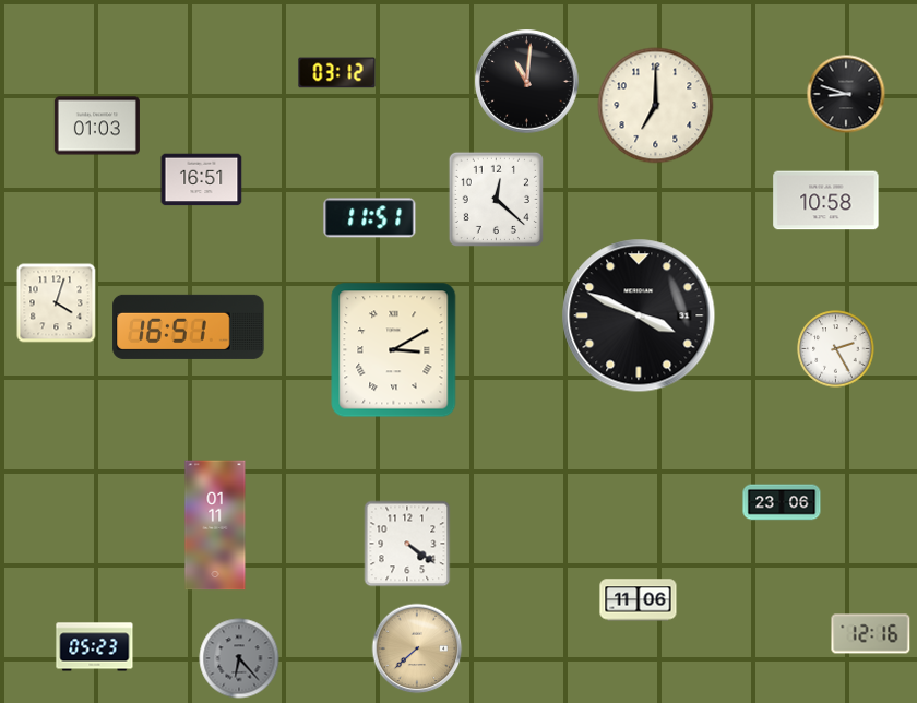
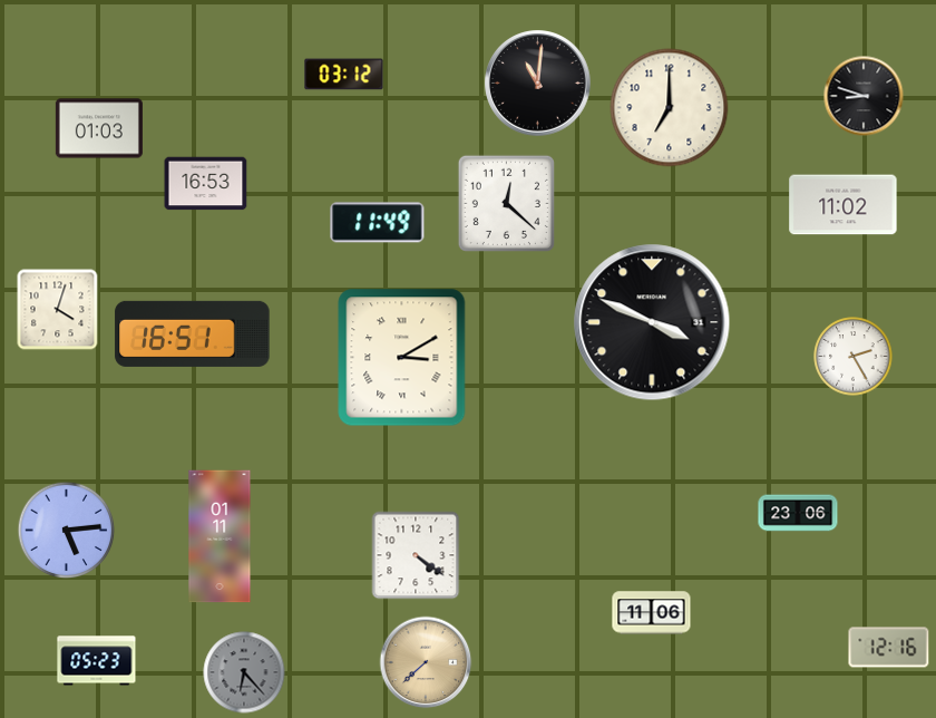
clock at (202, 180): 16:51 -> 16:53
clock at (826, 201): 10:58 -> 11:02
clock at (370, 218): 11:51 -> 11:49
clock at (67, 531): none -> 5:14
